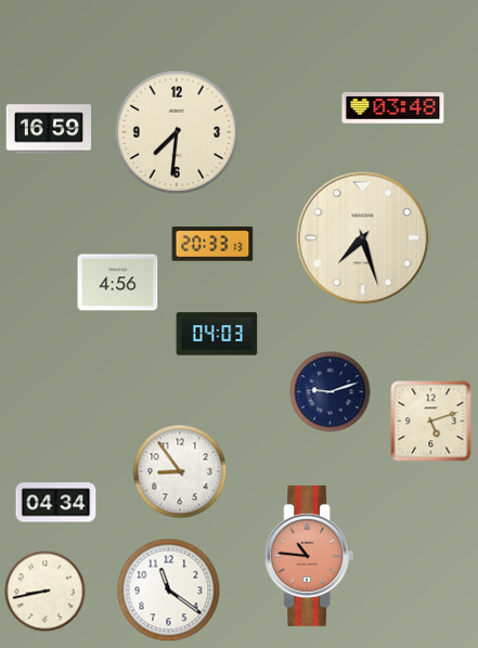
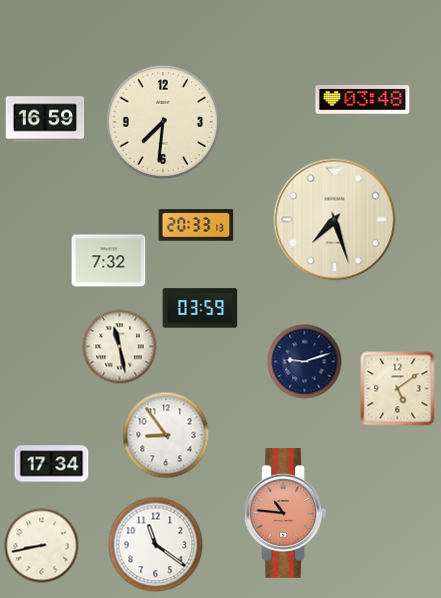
clock at (118, 283): 4:56 -> 7:32
clock at (217, 334): 04:03 -> 03:59
clock at (120, 347): none -> 11:28
clock at (431, 422): 5:12 -> 5:09
clock at (56, 503): 04:34 -> 17:34
